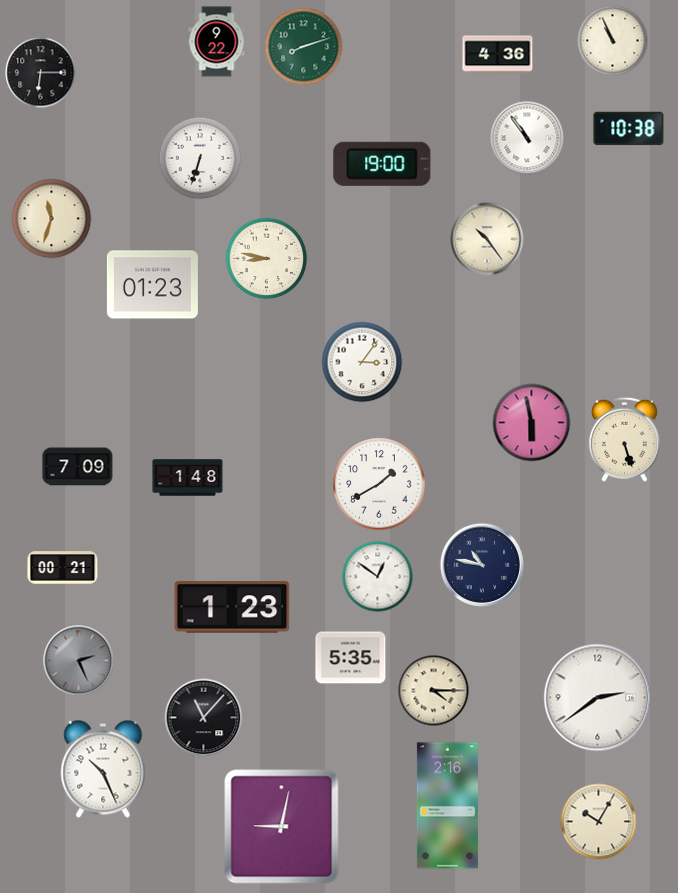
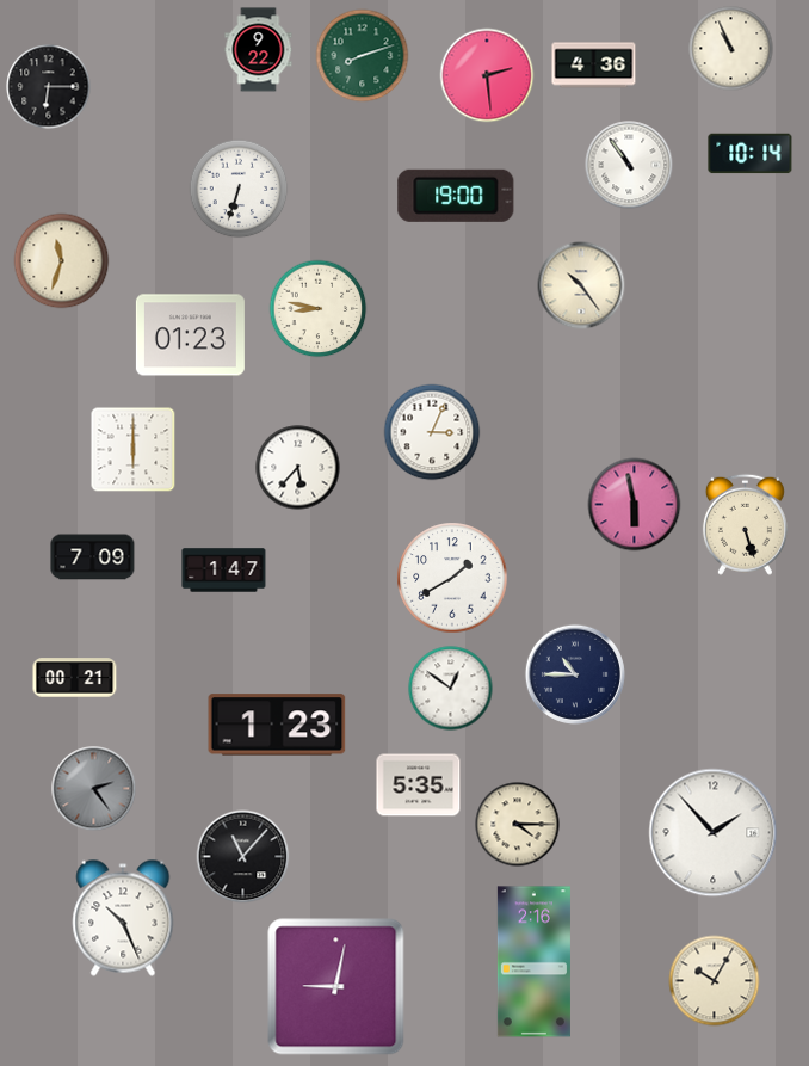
clock at (487, 75): none -> 2:29
clock at (629, 129): 10:38 -> 10:14
clock at (152, 285) position: (152, 285) -> (190, 335)
clock at (362, 362): 3:06 -> 3:04
clock at (134, 450): none -> 6:00
clock at (298, 468): none -> 5:37
clock at (188, 478): 1:48 -> 1:47
clock at (482, 565): 10:47 -> 10:45
clock at (79, 661): 2:26 -> 2:24
clock at (598, 698): 2:39 -> 1:53
